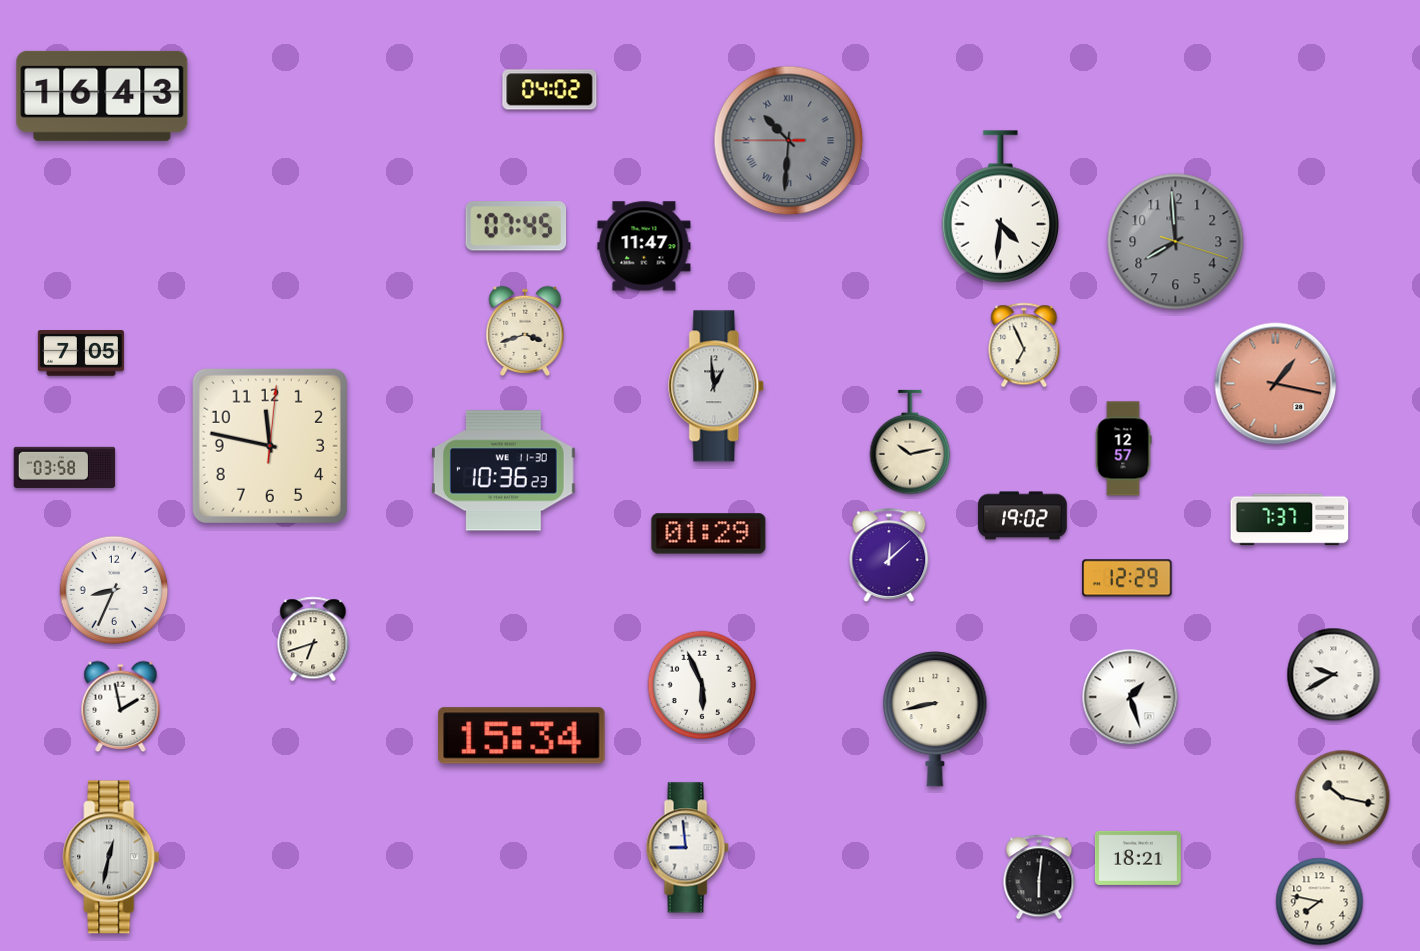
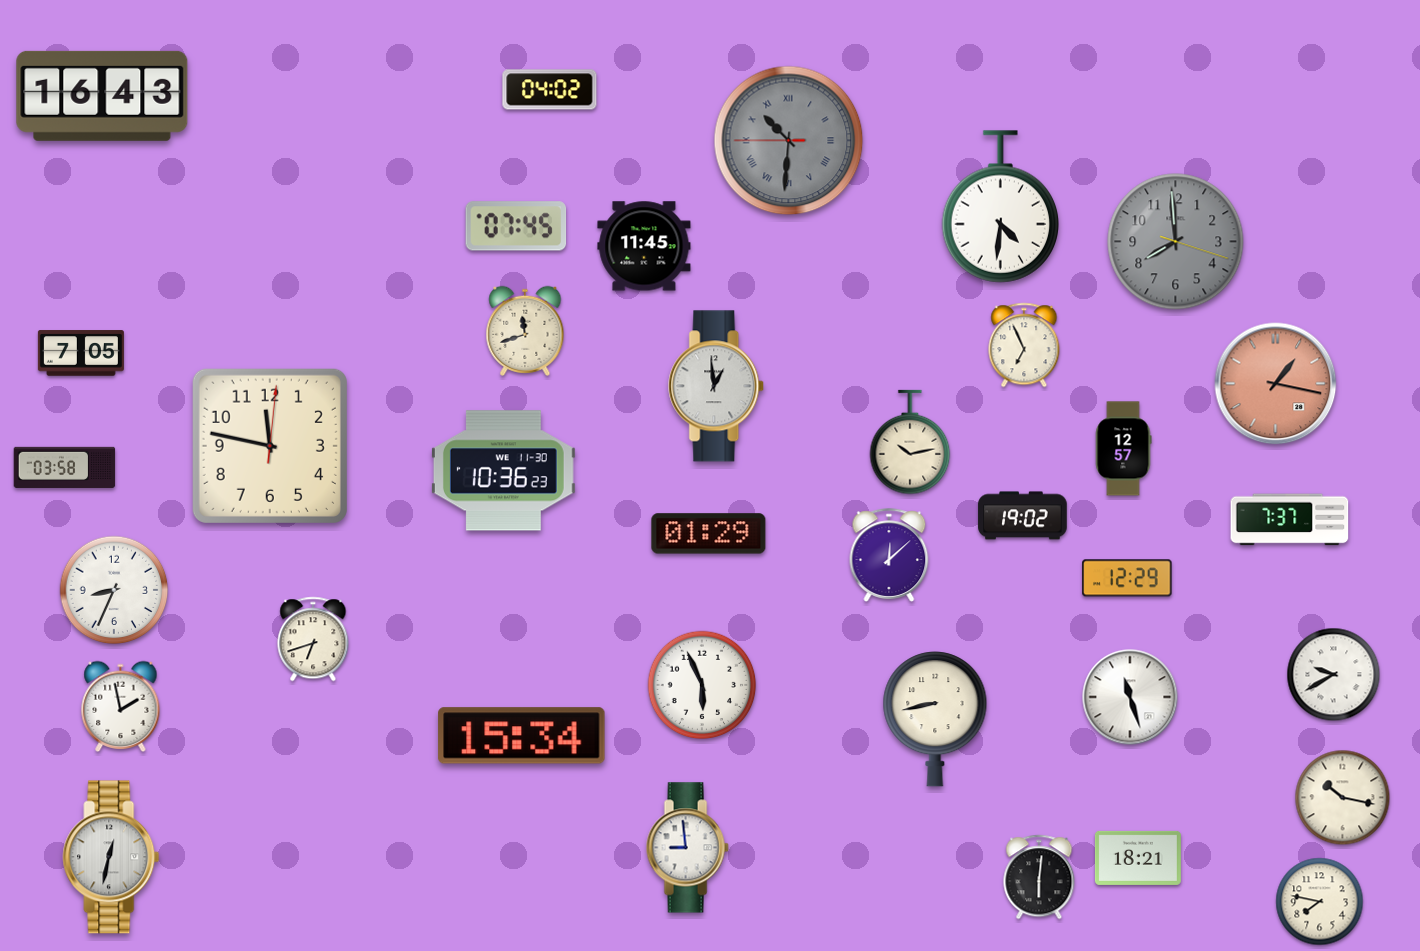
clock at (644, 246): 11:47 -> 11:45
clock at (525, 331): 3:42 -> 11:42
clock at (1130, 697): 1:27 -> 11:27
